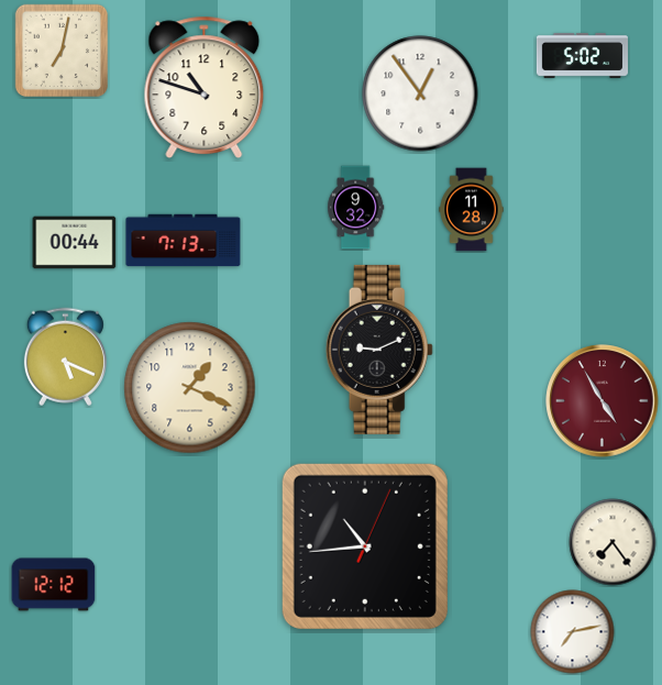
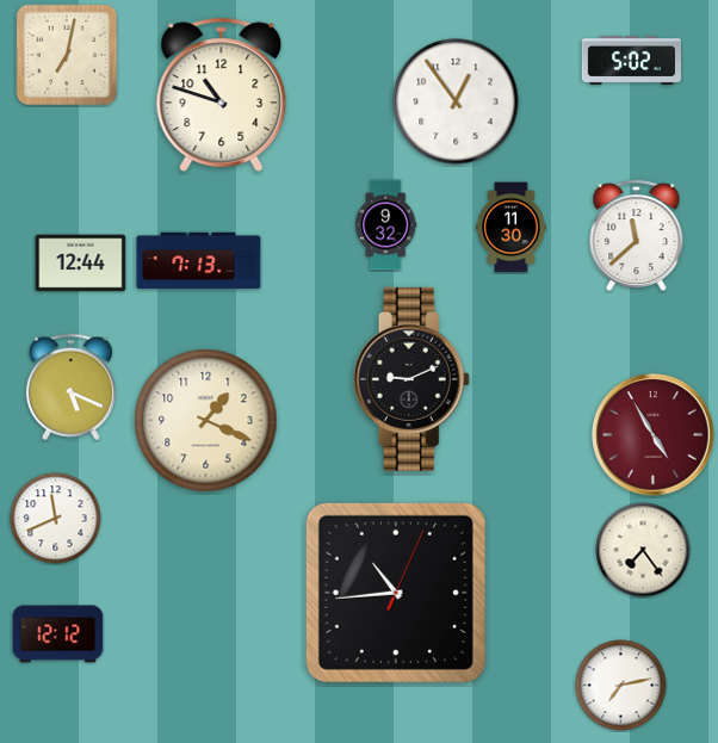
clock at (472, 210): 11:28 -> 11:30
clock at (637, 236): none -> 11:38
clock at (75, 243): 00:44 -> 12:44
clock at (56, 519): none -> 11:41
clock at (613, 542) position: (613, 542) -> (643, 550)
